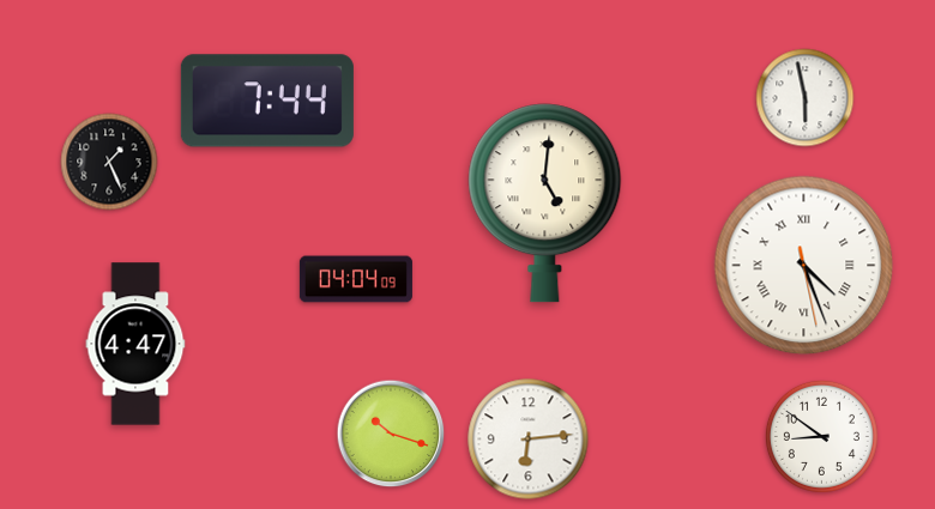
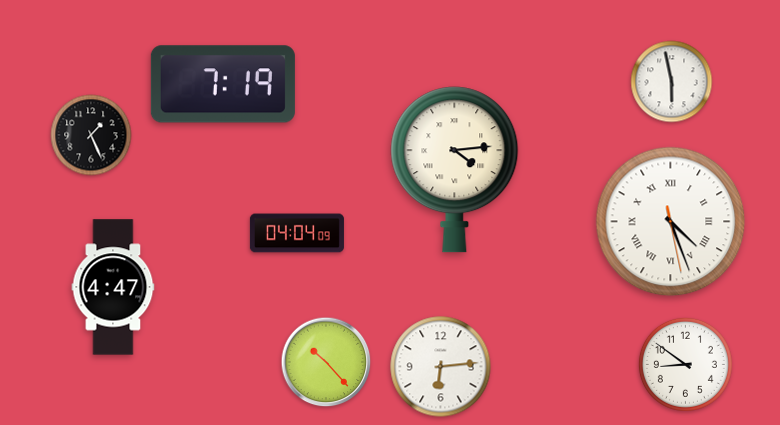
clock at (267, 101): 7:44 -> 7:19
clock at (545, 204): 5:01 -> 4:14
clock at (391, 434): 10:18 -> 10:23
